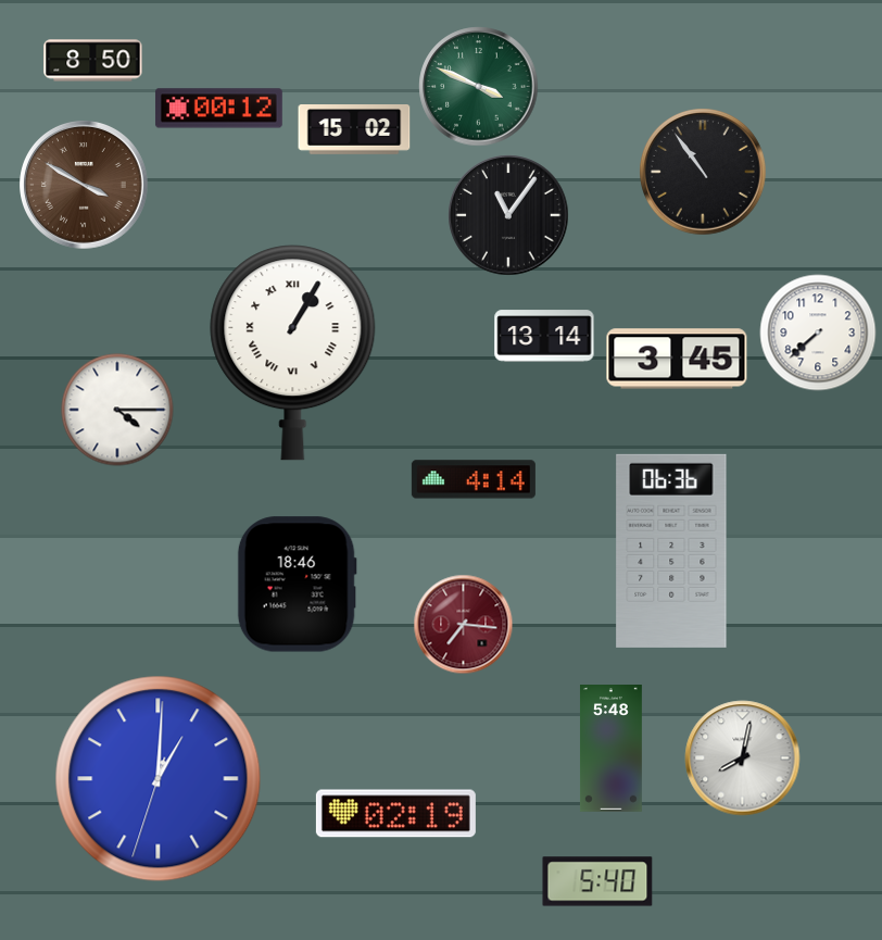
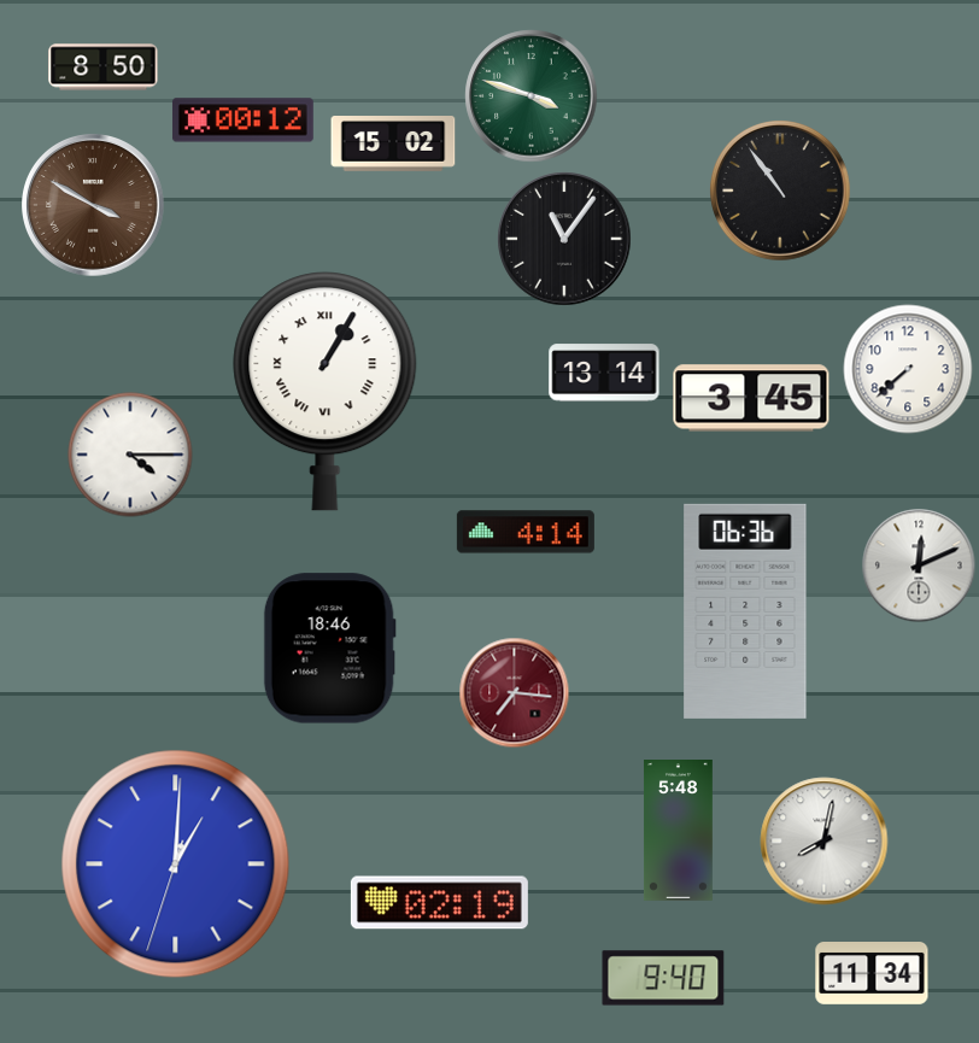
clock at (479, 87): 3:49 -> 3:48
clock at (919, 566): none -> 12:11
clock at (872, 974): none -> 11:34
clock at (597, 881): 5:40 -> 9:40
